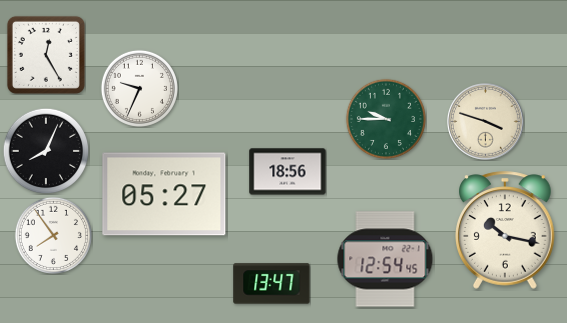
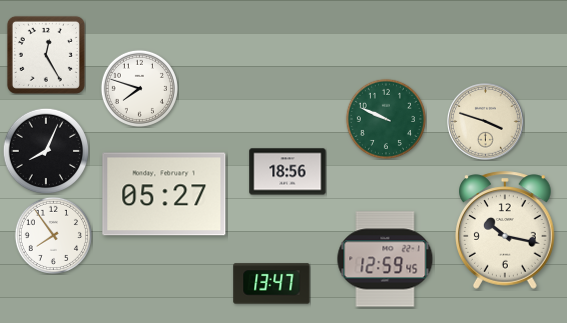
clock at (139, 88): 9:34 -> 7:48
clock at (385, 118): 9:45 -> 9:49
clock at (385, 259): 12:54 -> 12:59
